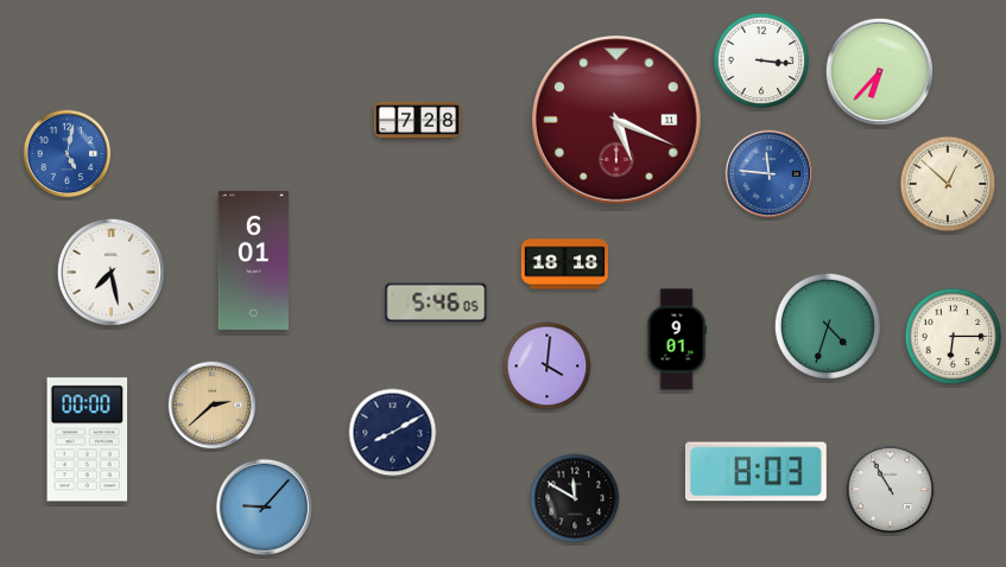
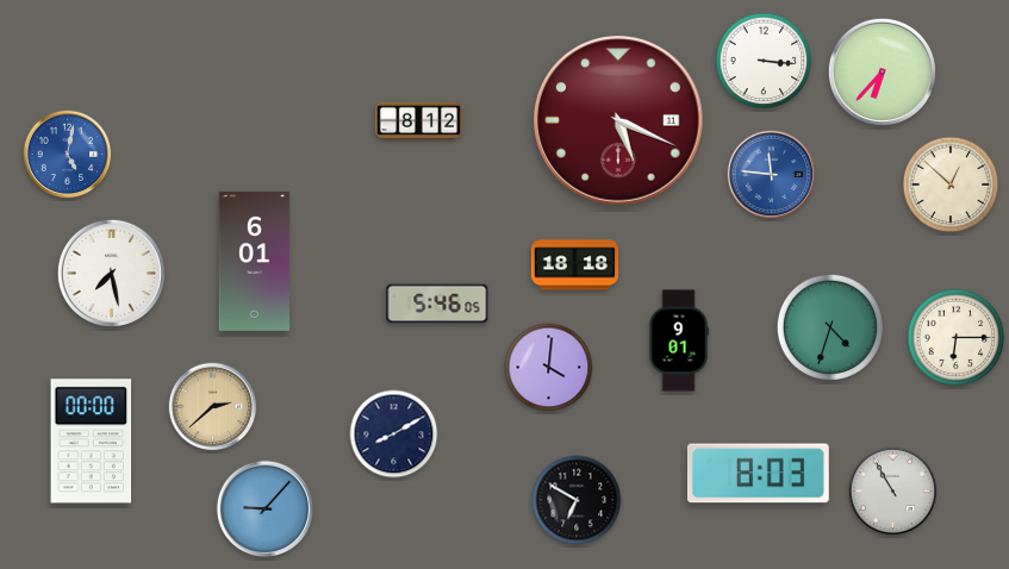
clock at (417, 121): 7:28 -> 8:12
clock at (564, 265) position: (564, 265) -> (574, 265)
clock at (88, 440) position: (88, 440) -> (92, 442)
clock at (575, 498): 11:50 -> 6:50
